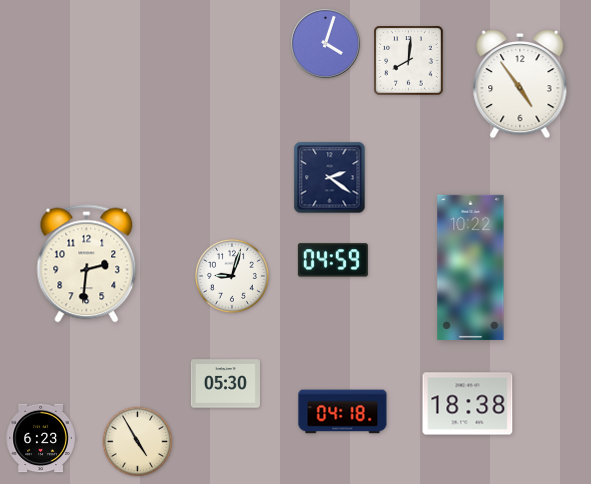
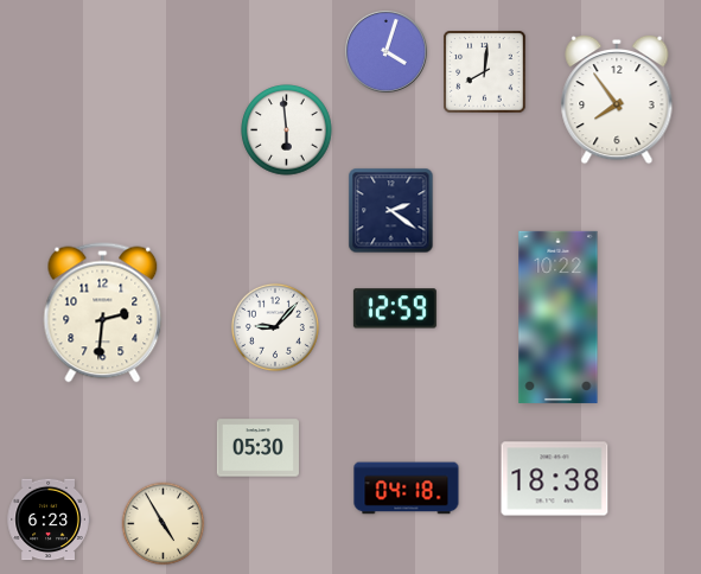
clock at (520, 84): 4:54 -> 7:54
clock at (287, 130): none -> 5:59
clock at (333, 260): 04:59 -> 12:59
clock at (232, 276): 9:03 -> 9:07
clock at (225, 384) position: (225, 384) -> (257, 448)
